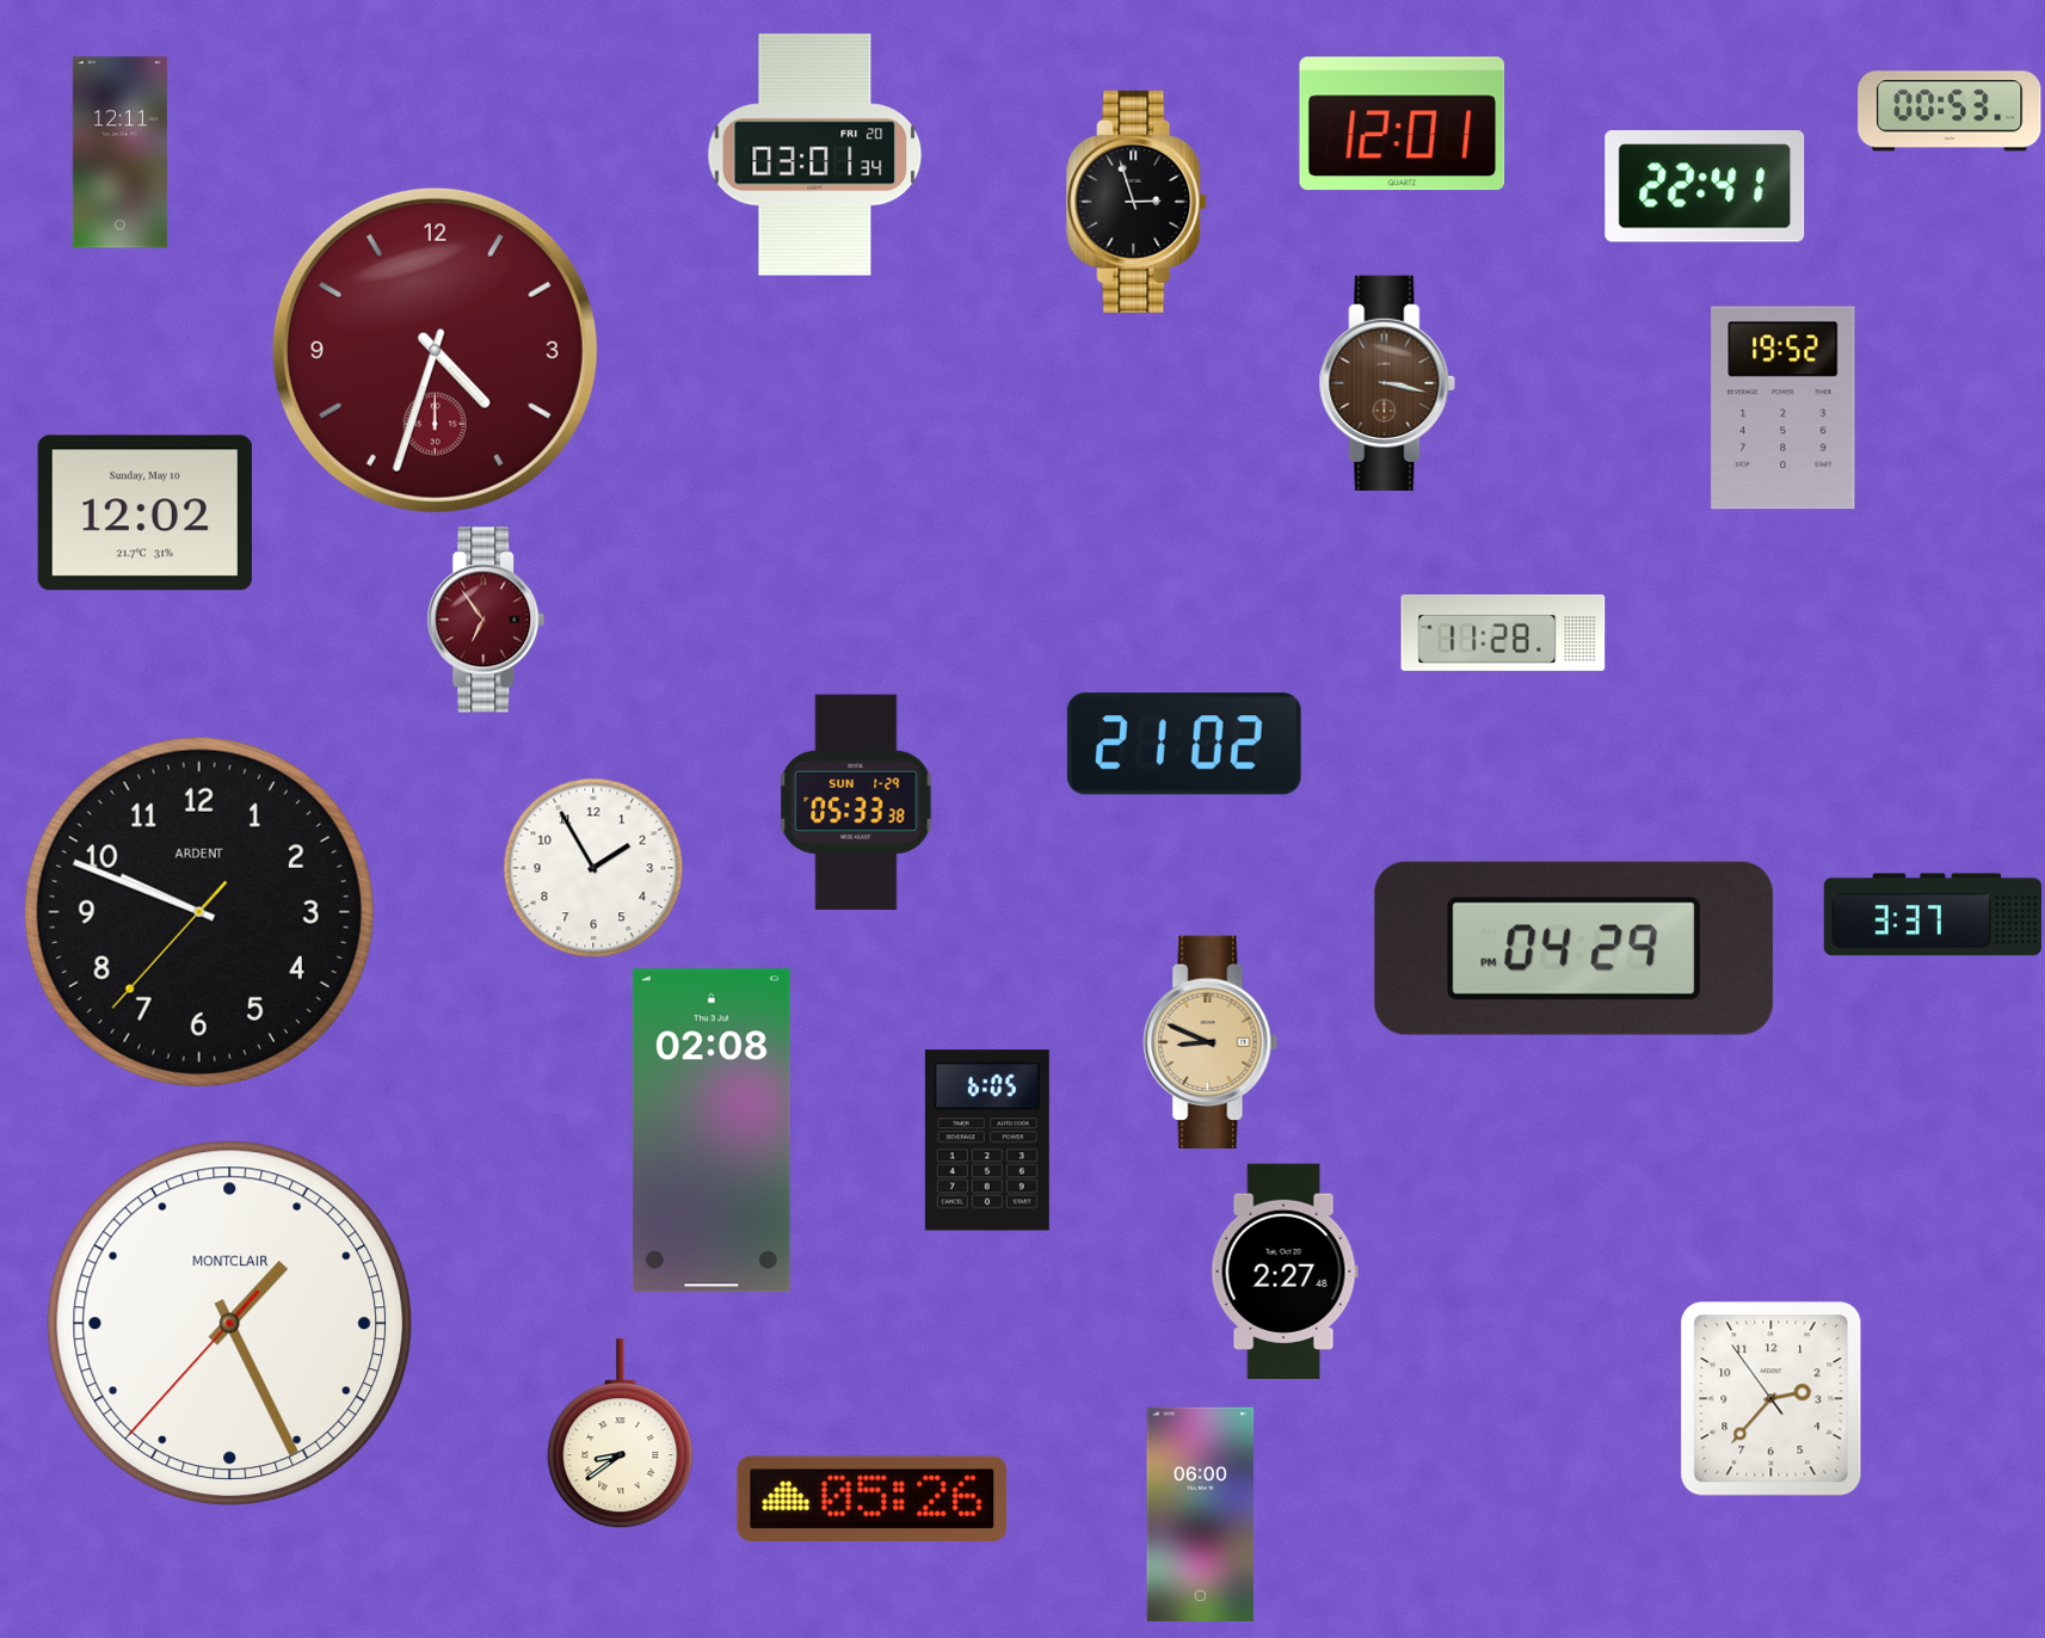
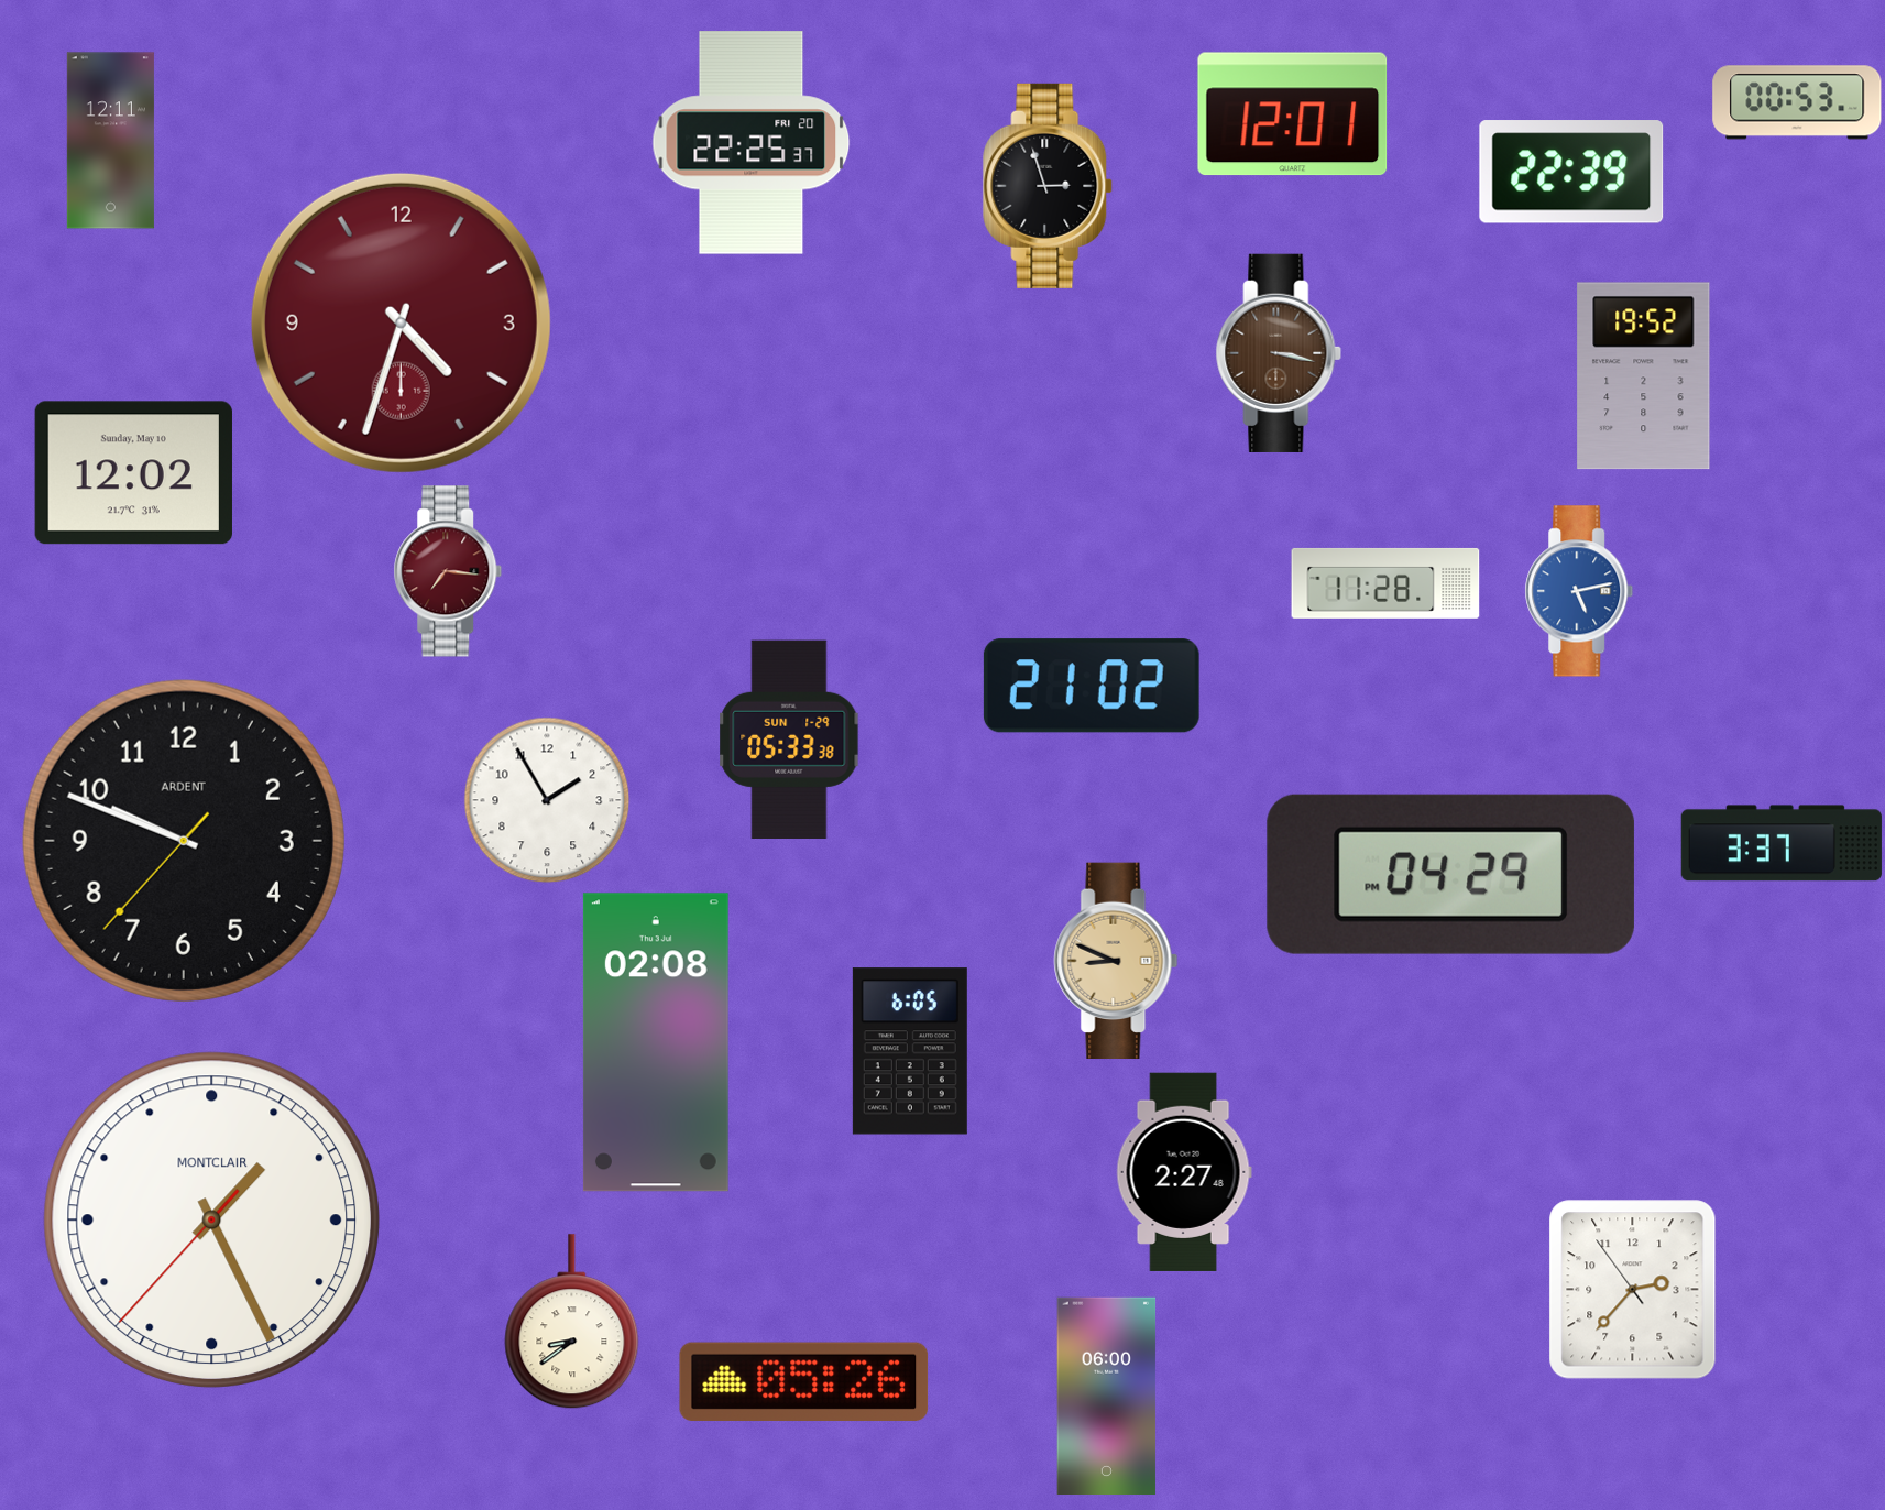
clock at (815, 155): 03:01 -> 22:25
clock at (1705, 186): 22:41 -> 22:39
clock at (486, 620): 6:54 -> 7:16
clock at (1579, 591): none -> 5:13
